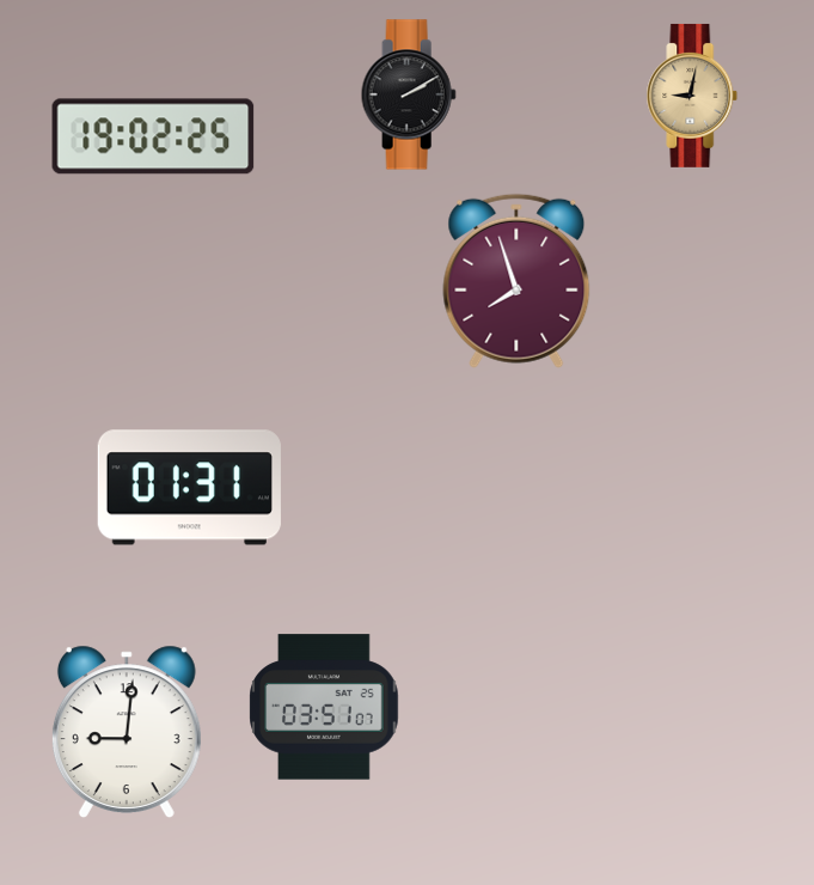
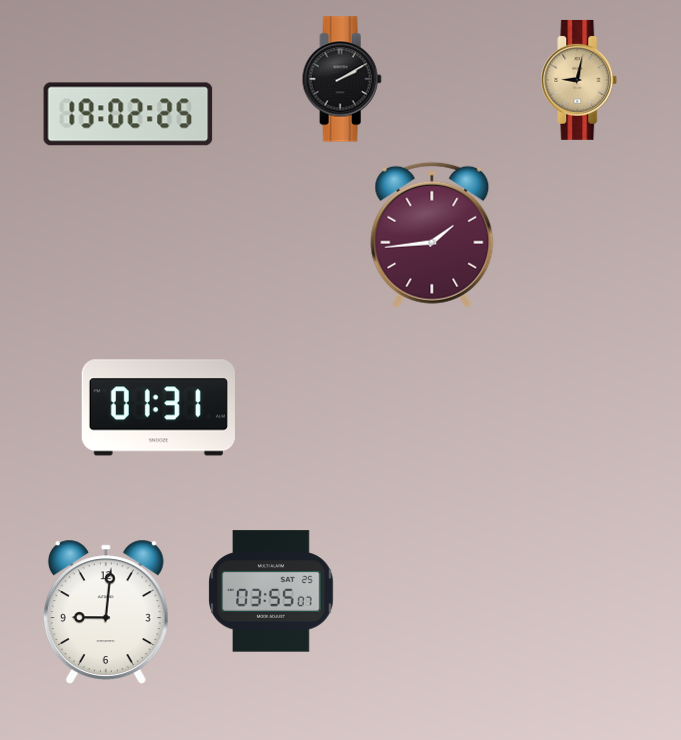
clock at (516, 281): 7:57 -> 1:44
clock at (324, 707): 03:51 -> 03:55
